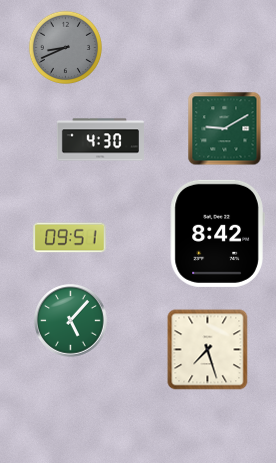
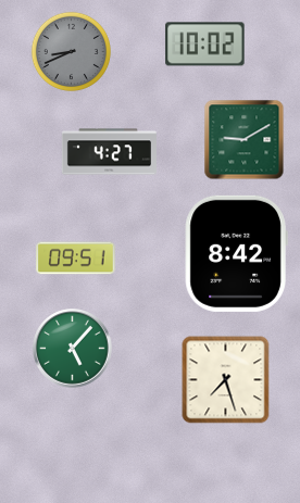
clock at (205, 45): none -> 10:02
clock at (100, 140): 4:30 -> 4:27
clock at (71, 321) position: (71, 321) -> (73, 349)
